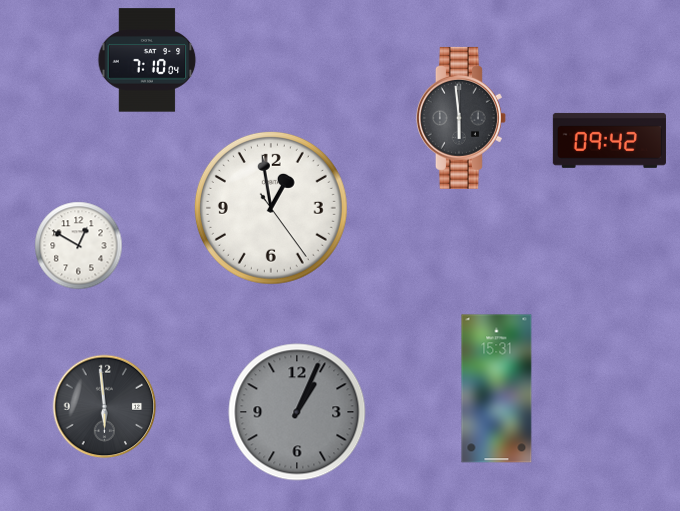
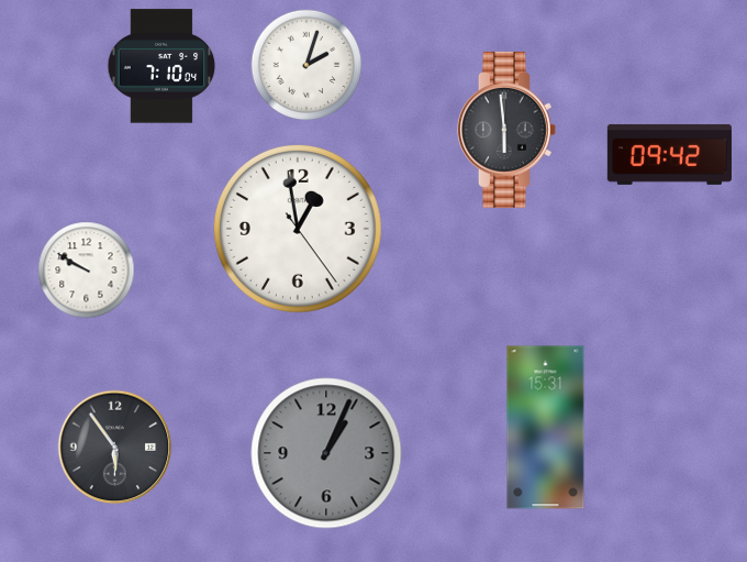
clock at (306, 65): none -> 2:03
clock at (79, 246): 12:50 -> 9:50
clock at (105, 407): 5:59 -> 5:54
